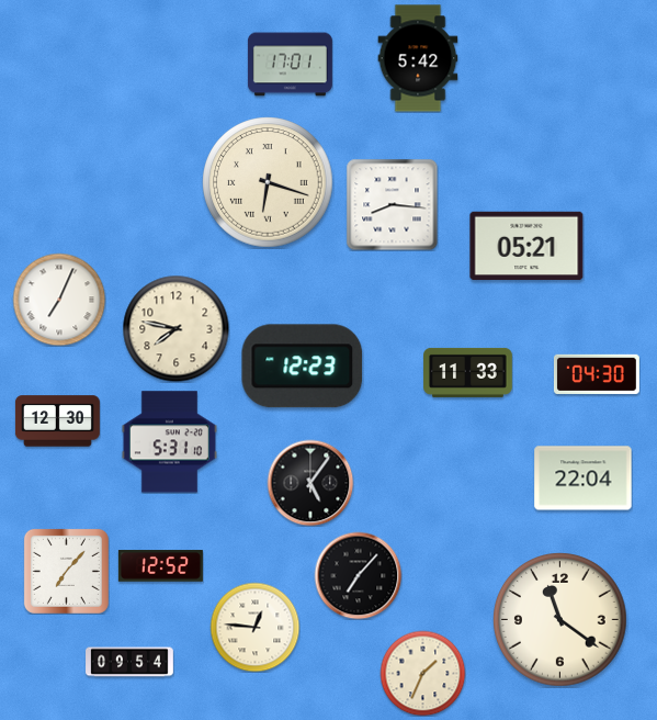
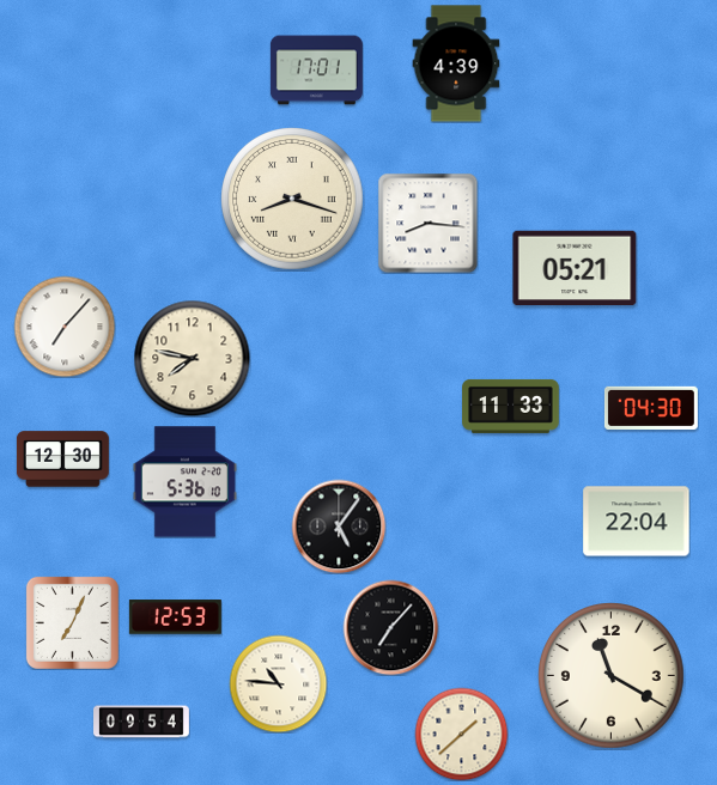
clock at (418, 58): 5:42 -> 4:39
clock at (268, 182): 6:18 -> 8:18
clock at (59, 300): 7:04 -> 7:07
clock at (303, 367): 12:23 -> none
clock at (169, 442): 5:31 -> 5:36
clock at (160, 566): 12:52 -> 12:53
clock at (66, 571): 7:07 -> 7:04
clock at (560, 620): 11:21 -> 11:20
clock at (254, 627): 12:46 -> 10:46
clock at (422, 673): 1:34 -> 1:38
